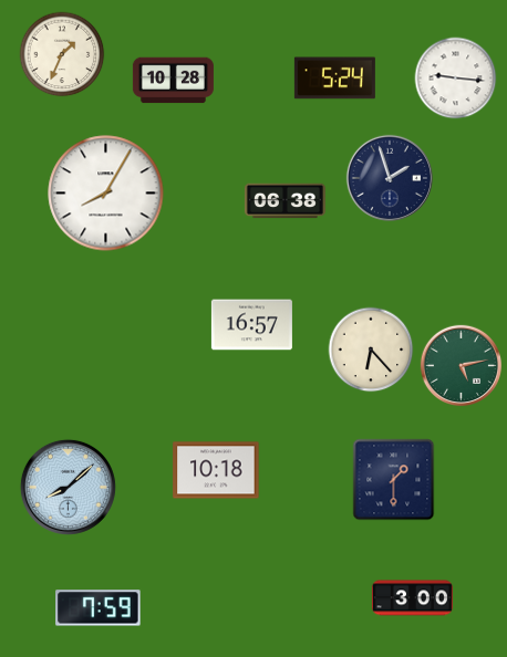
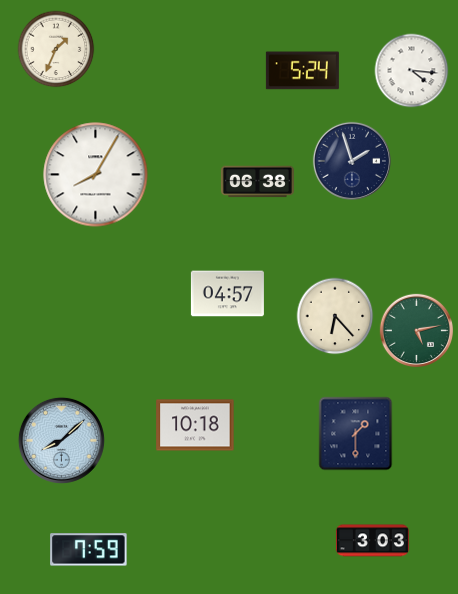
clock at (456, 79): 9:16 -> 4:16
clock at (173, 81): 10:28 -> none
clock at (251, 325): 16:57 -> 04:57
clock at (412, 598): 3:00 -> 3:03
